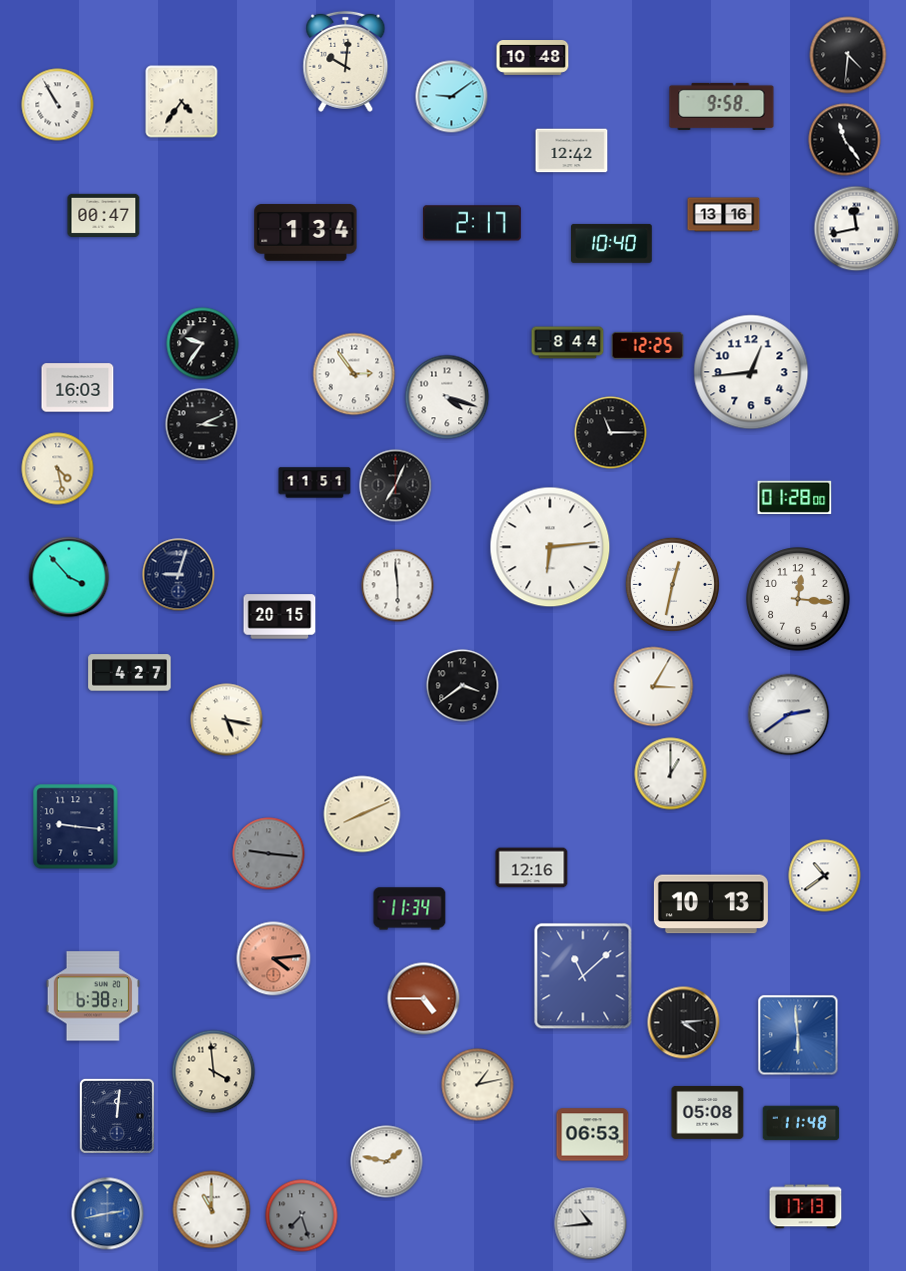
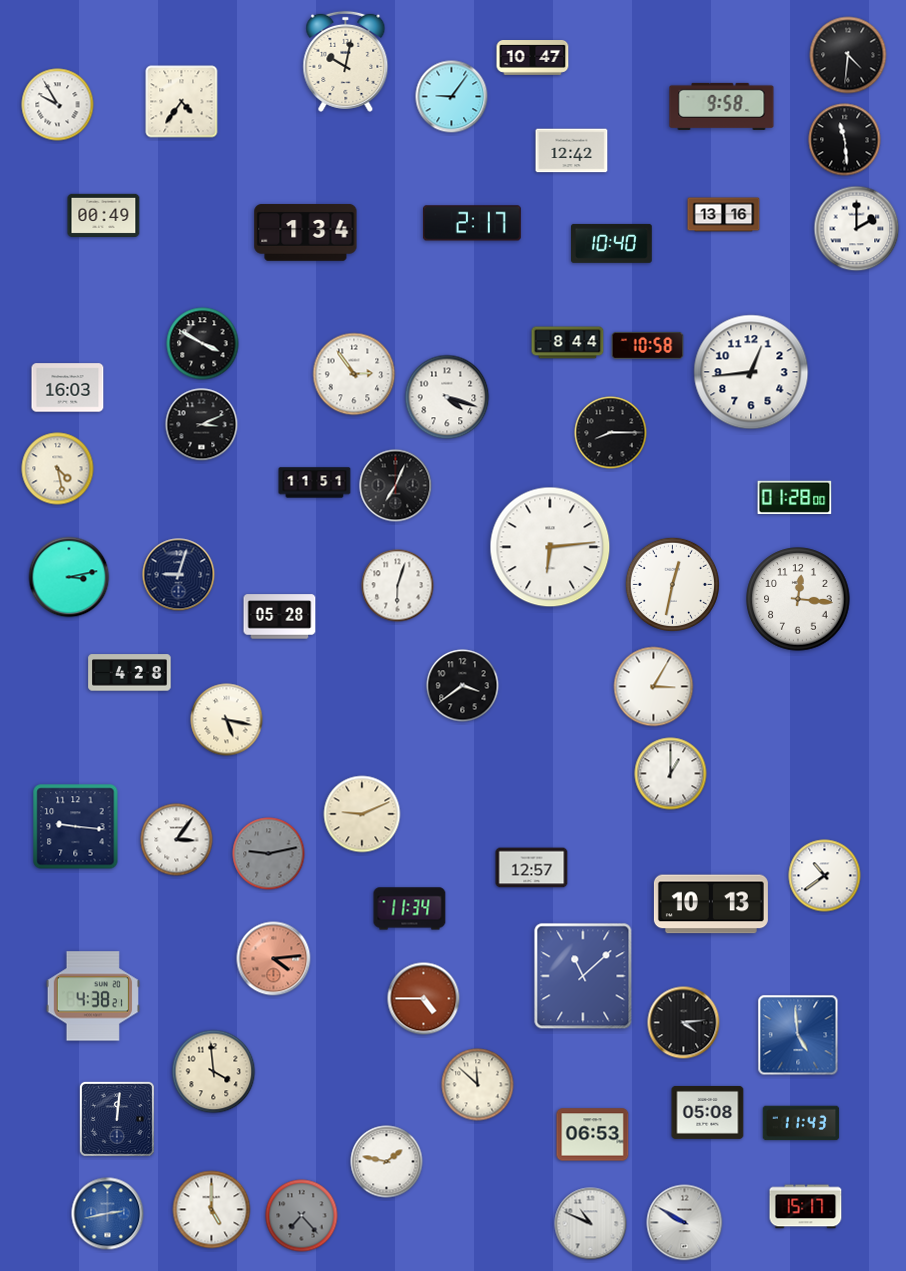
clock at (533, 58): 10:48 -> 10:47
clock at (346, 61): 10:01 -> 10:02
clock at (452, 97): 9:09 -> 9:06
clock at (58, 105): 10:55 -> 9:55
clock at (845, 140): 11:24 -> 11:29
clock at (104, 215): 00:47 -> 00:49
clock at (857, 229): 11:43 -> 2:00
clock at (203, 344): 9:36 -> 3:50
clock at (648, 345): 12:25 -> 10:58
clock at (78, 388) position: (78, 388) -> (68, 388)
clock at (611, 433): 11:15 -> 8:15
clock at (69, 577): 3:53 -> 3:13
clock at (398, 586): 5:59 -> 6:03
clock at (280, 617): 20:15 -> 05:28
clock at (130, 673): 4:27 -> 4:28
clock at (789, 715): 2:39 -> none
clock at (362, 814): 8:11 -> 9:11
clock at (177, 840): none -> 3:06
clock at (269, 854): 9:16 -> 9:13
clock at (532, 868): 12:16 -> 12:57
clock at (92, 996): 6:38 -> 4:38
clock at (798, 1035): 5:59 -> 4:59
clock at (478, 1085): 1:13 -> 11:52
clock at (117, 1116) position: (117, 1116) -> (117, 1119)
clock at (801, 1123): 11:48 -> 11:43
clock at (806, 1207): 17:13 -> 15:17
clock at (212, 1210): 11:00 -> 5:00
clock at (302, 1216): 7:27 -> 7:23
clock at (685, 1223): none -> 9:50
clock at (591, 1224): 10:44 -> 10:49
